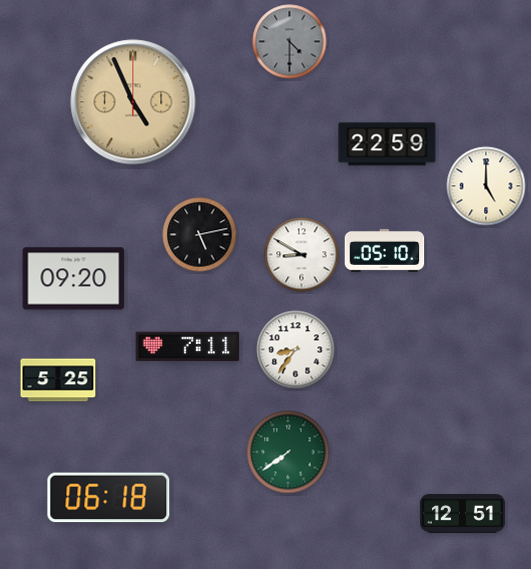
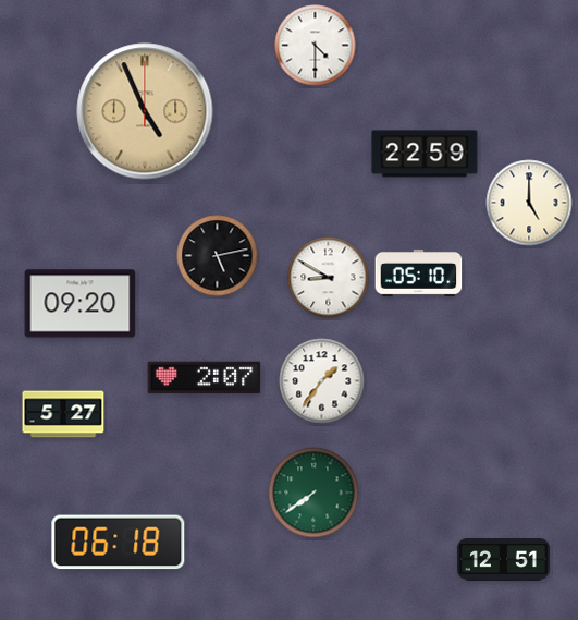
clock at (290, 42) dial: grey -> white
clock at (387, 144) position: (387, 144) -> (425, 154)
clock at (188, 347): 7:11 -> 2:07
clock at (296, 350): 8:36 -> 1:36
clock at (58, 380): 5:25 -> 5:27
